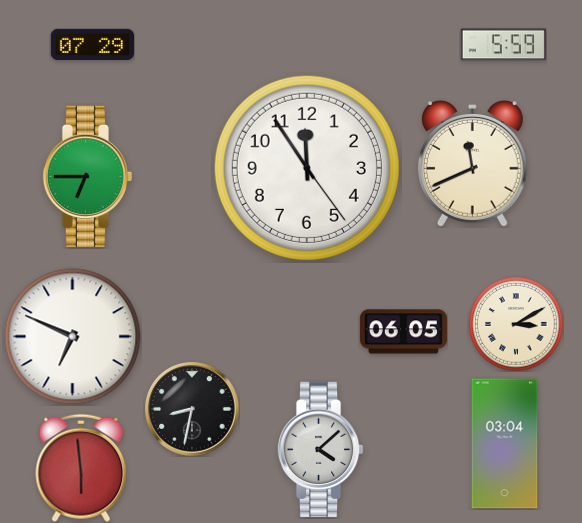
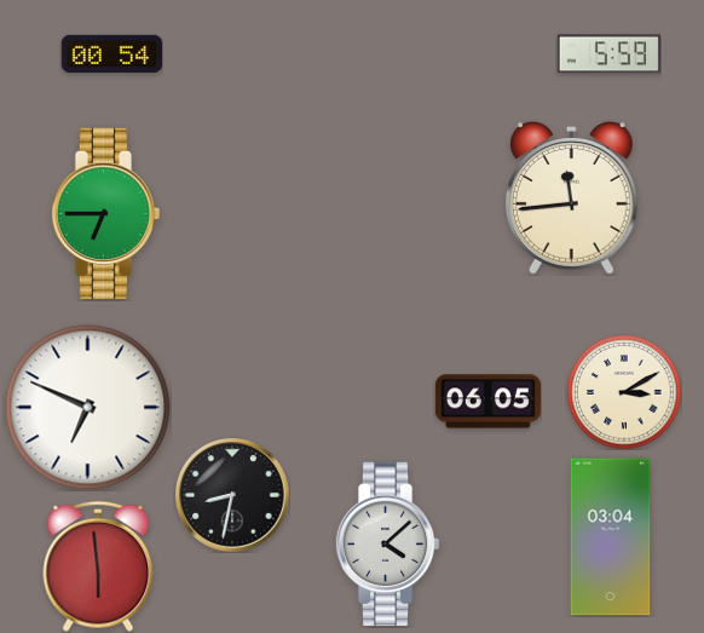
clock at (92, 44): 07:29 -> 00:54
clock at (472, 164): 11:41 -> 11:44
clock at (307, 168): 11:54 -> none
